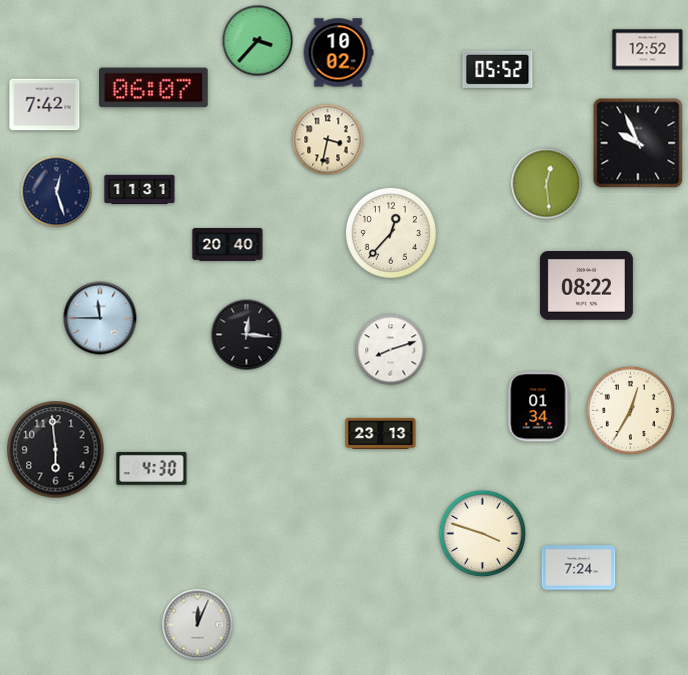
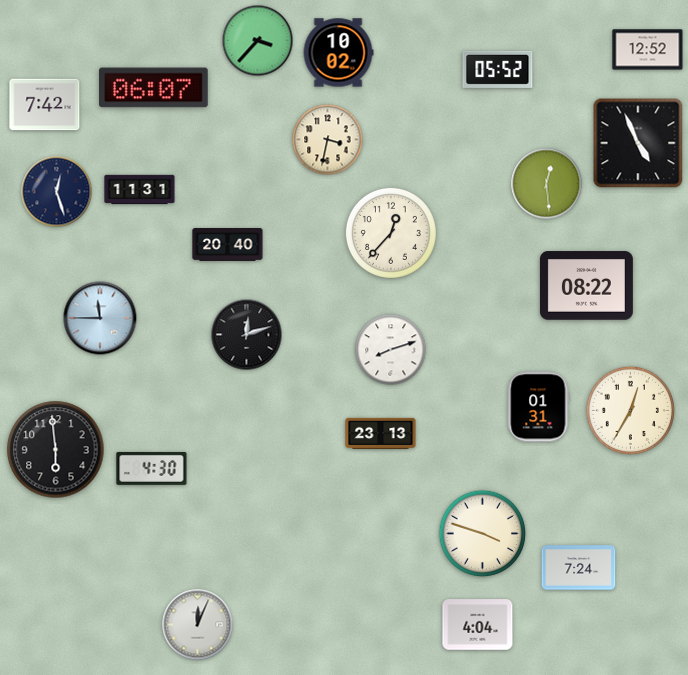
clock at (638, 143): 9:56 -> 4:56
clock at (247, 335): 12:16 -> 12:12
clock at (539, 407): 01:34 -> 01:31
clock at (478, 625): none -> 4:04
